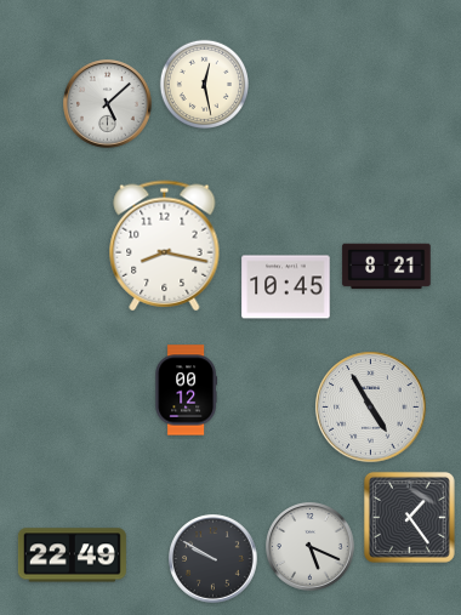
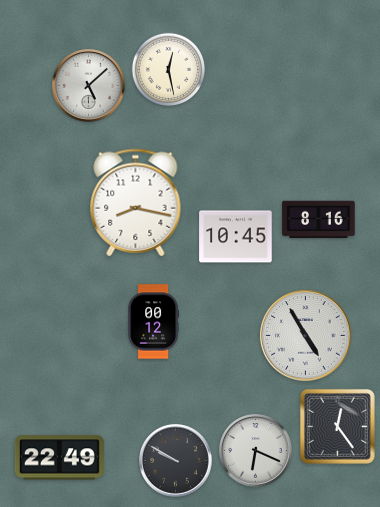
clock at (387, 267): 8:21 -> 8:16
clock at (409, 517): 1:24 -> 12:24
clock at (311, 547): 5:19 -> 6:19
